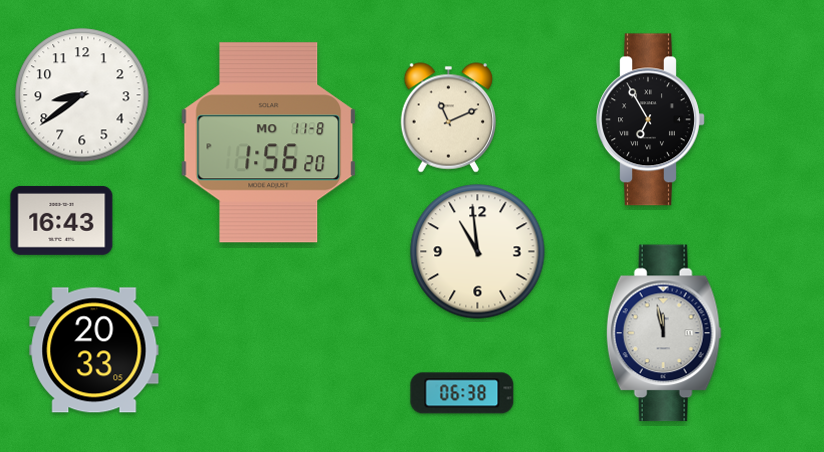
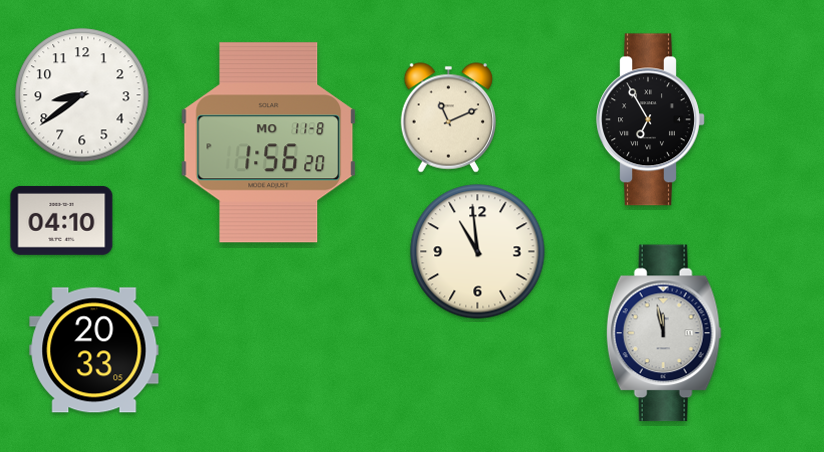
clock at (62, 220): 16:43 -> 04:10
clock at (462, 393): 06:38 -> none
